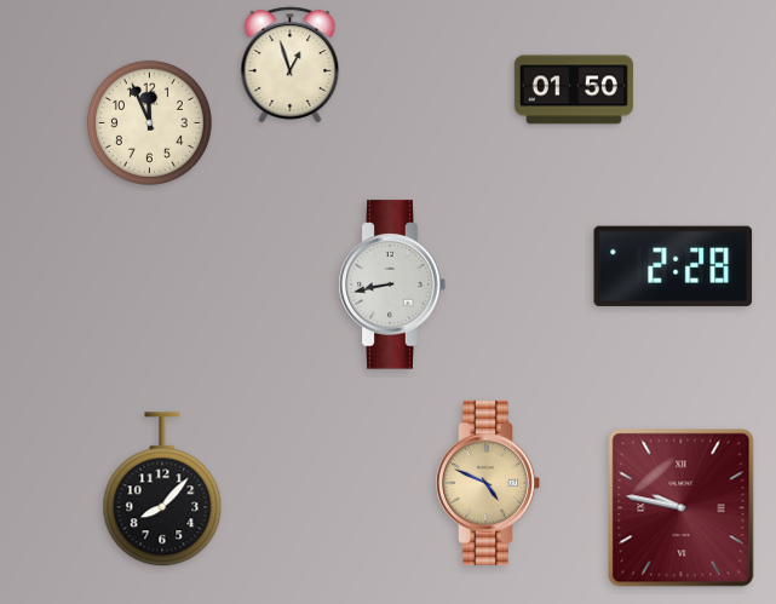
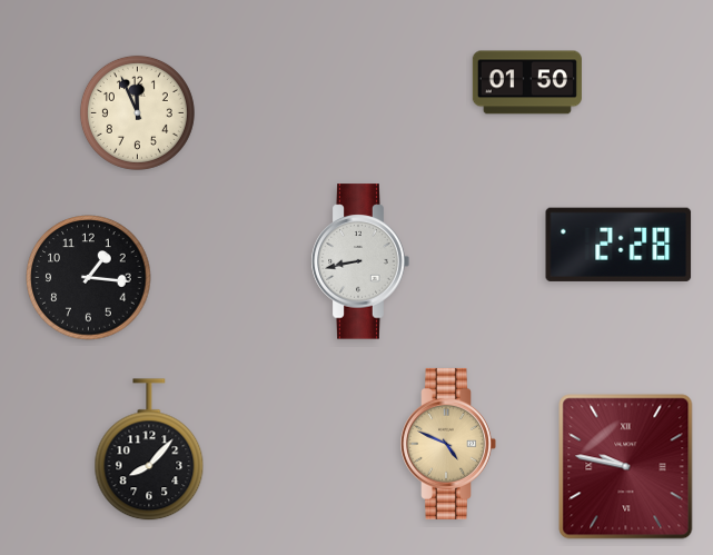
clock at (291, 65): 12:57 -> none
clock at (89, 278): none -> 1:16
